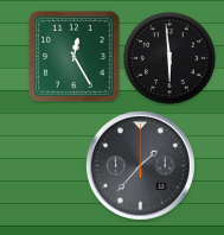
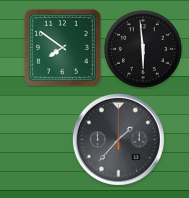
clock at (73, 56): 12:25 -> 7:51
